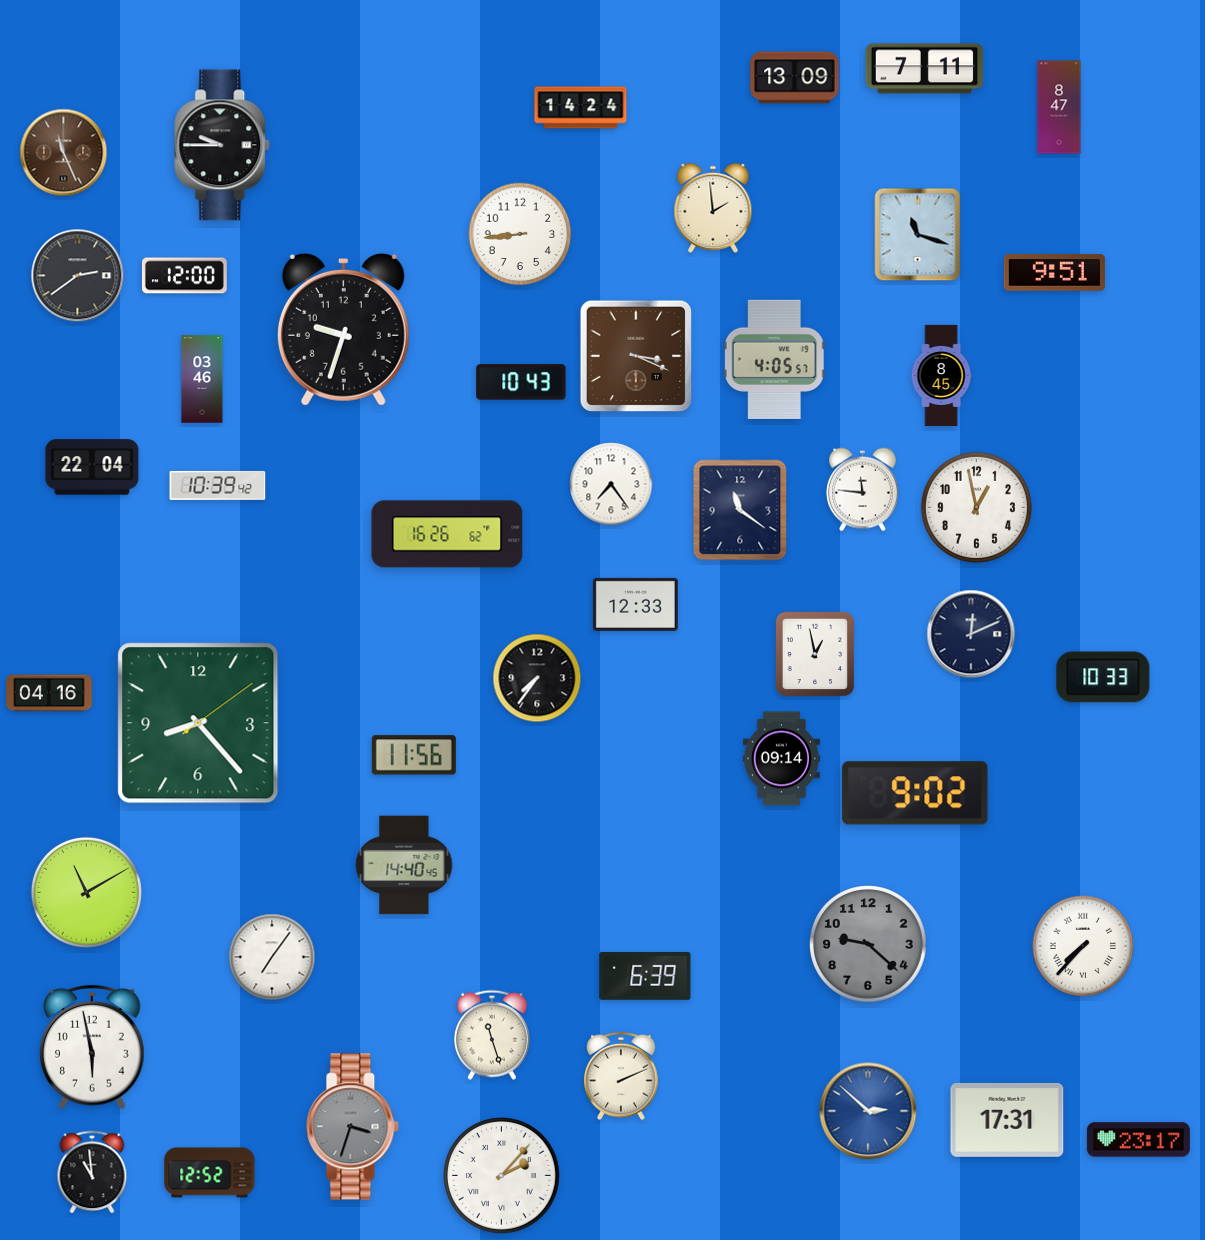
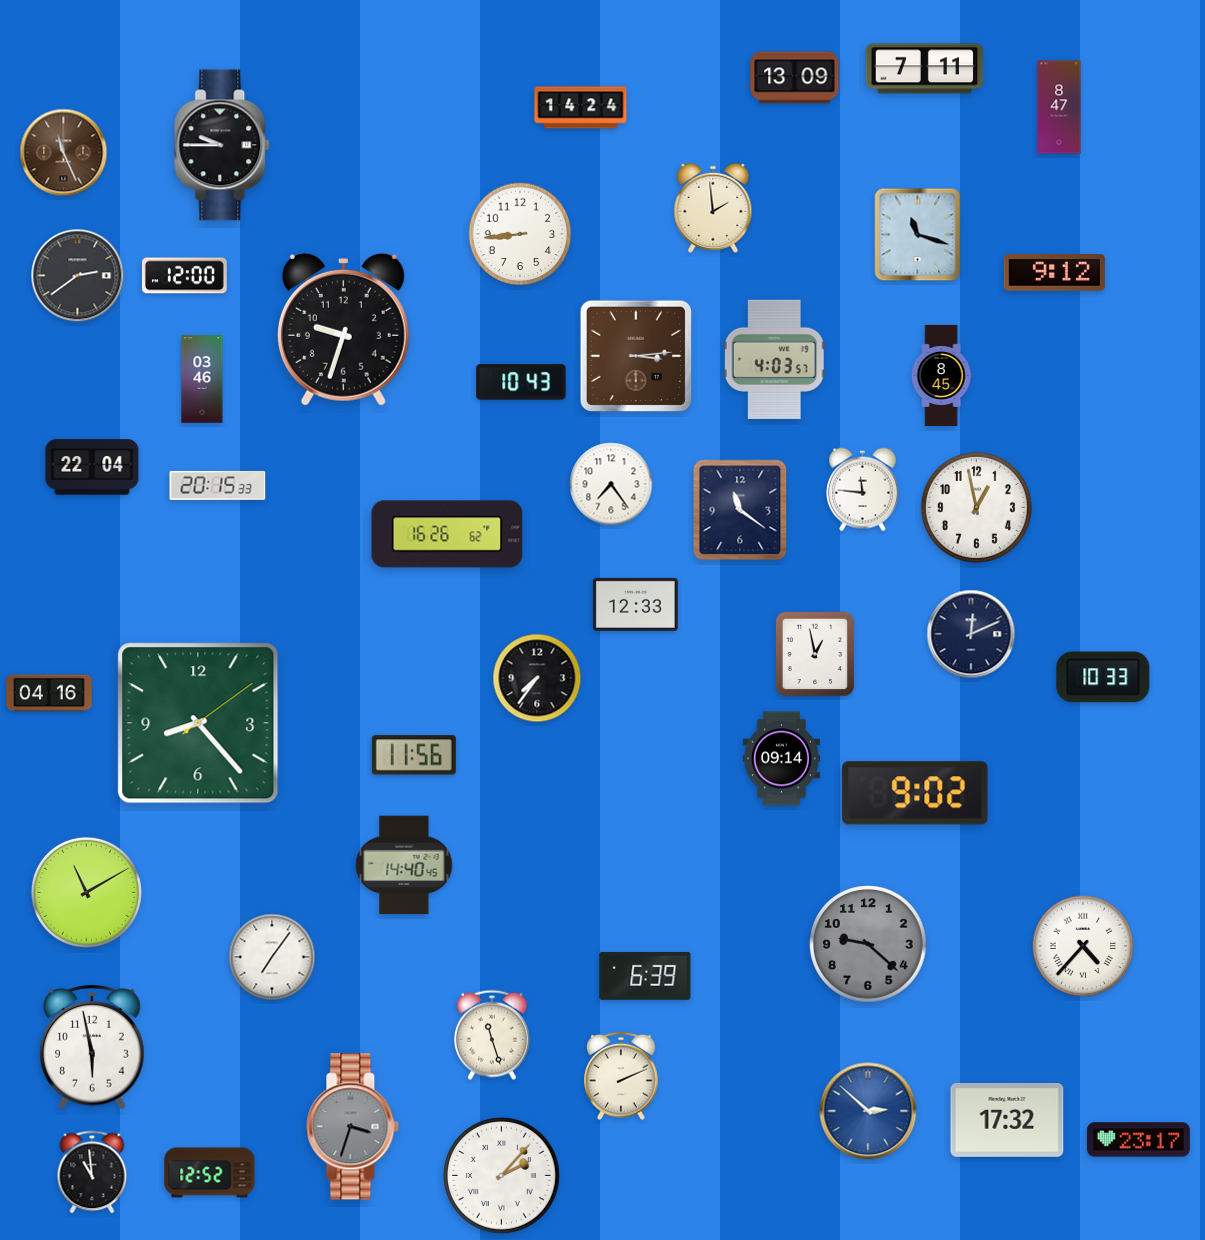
clock at (1054, 273): 9:51 -> 9:12
clock at (635, 355): 3:19 -> 3:14
clock at (774, 359): 4:05 -> 4:03
clock at (218, 485): 10:39 -> 20:15
clock at (1083, 946): 7:37 -> 4:37
clock at (1007, 1120): 17:31 -> 17:32
